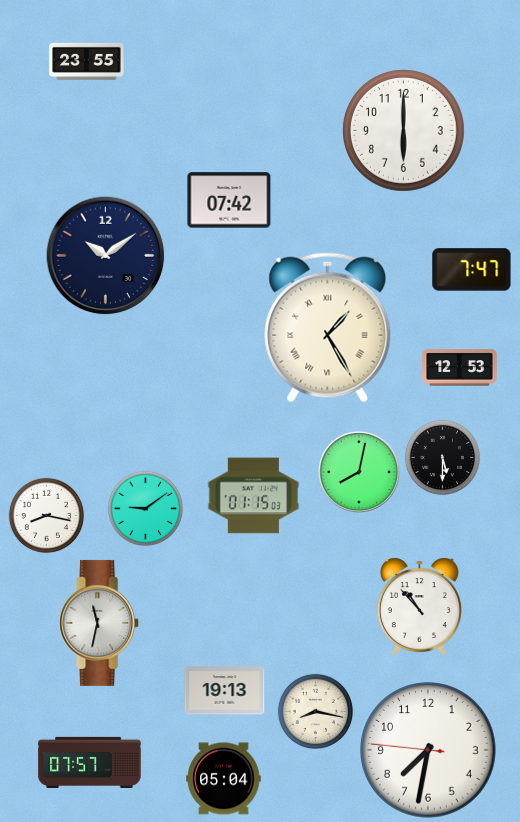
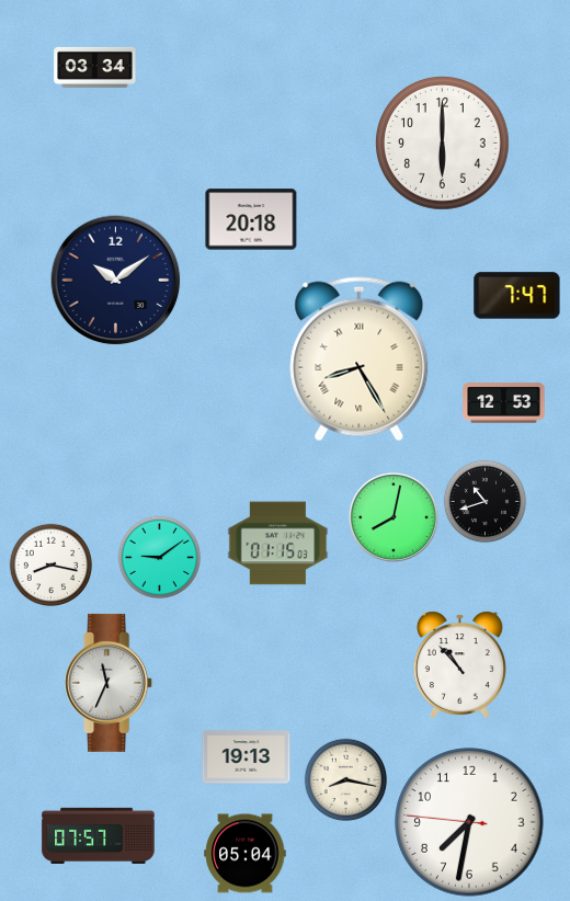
clock at (87, 61): 23:55 -> 03:34
clock at (229, 200): 07:42 -> 20:18
clock at (328, 328): 1:25 -> 8:25
clock at (443, 458): 5:30 -> 10:42
clock at (100, 623): 11:32 -> 11:34
